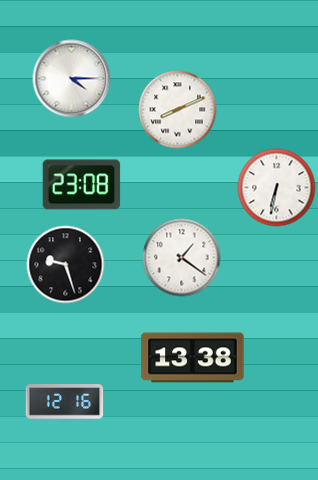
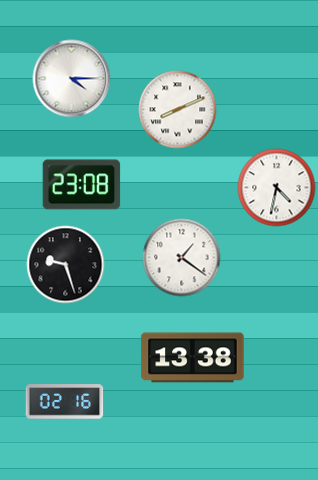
clock at (276, 187): 6:32 -> 4:32
clock at (64, 402): 12:16 -> 02:16
